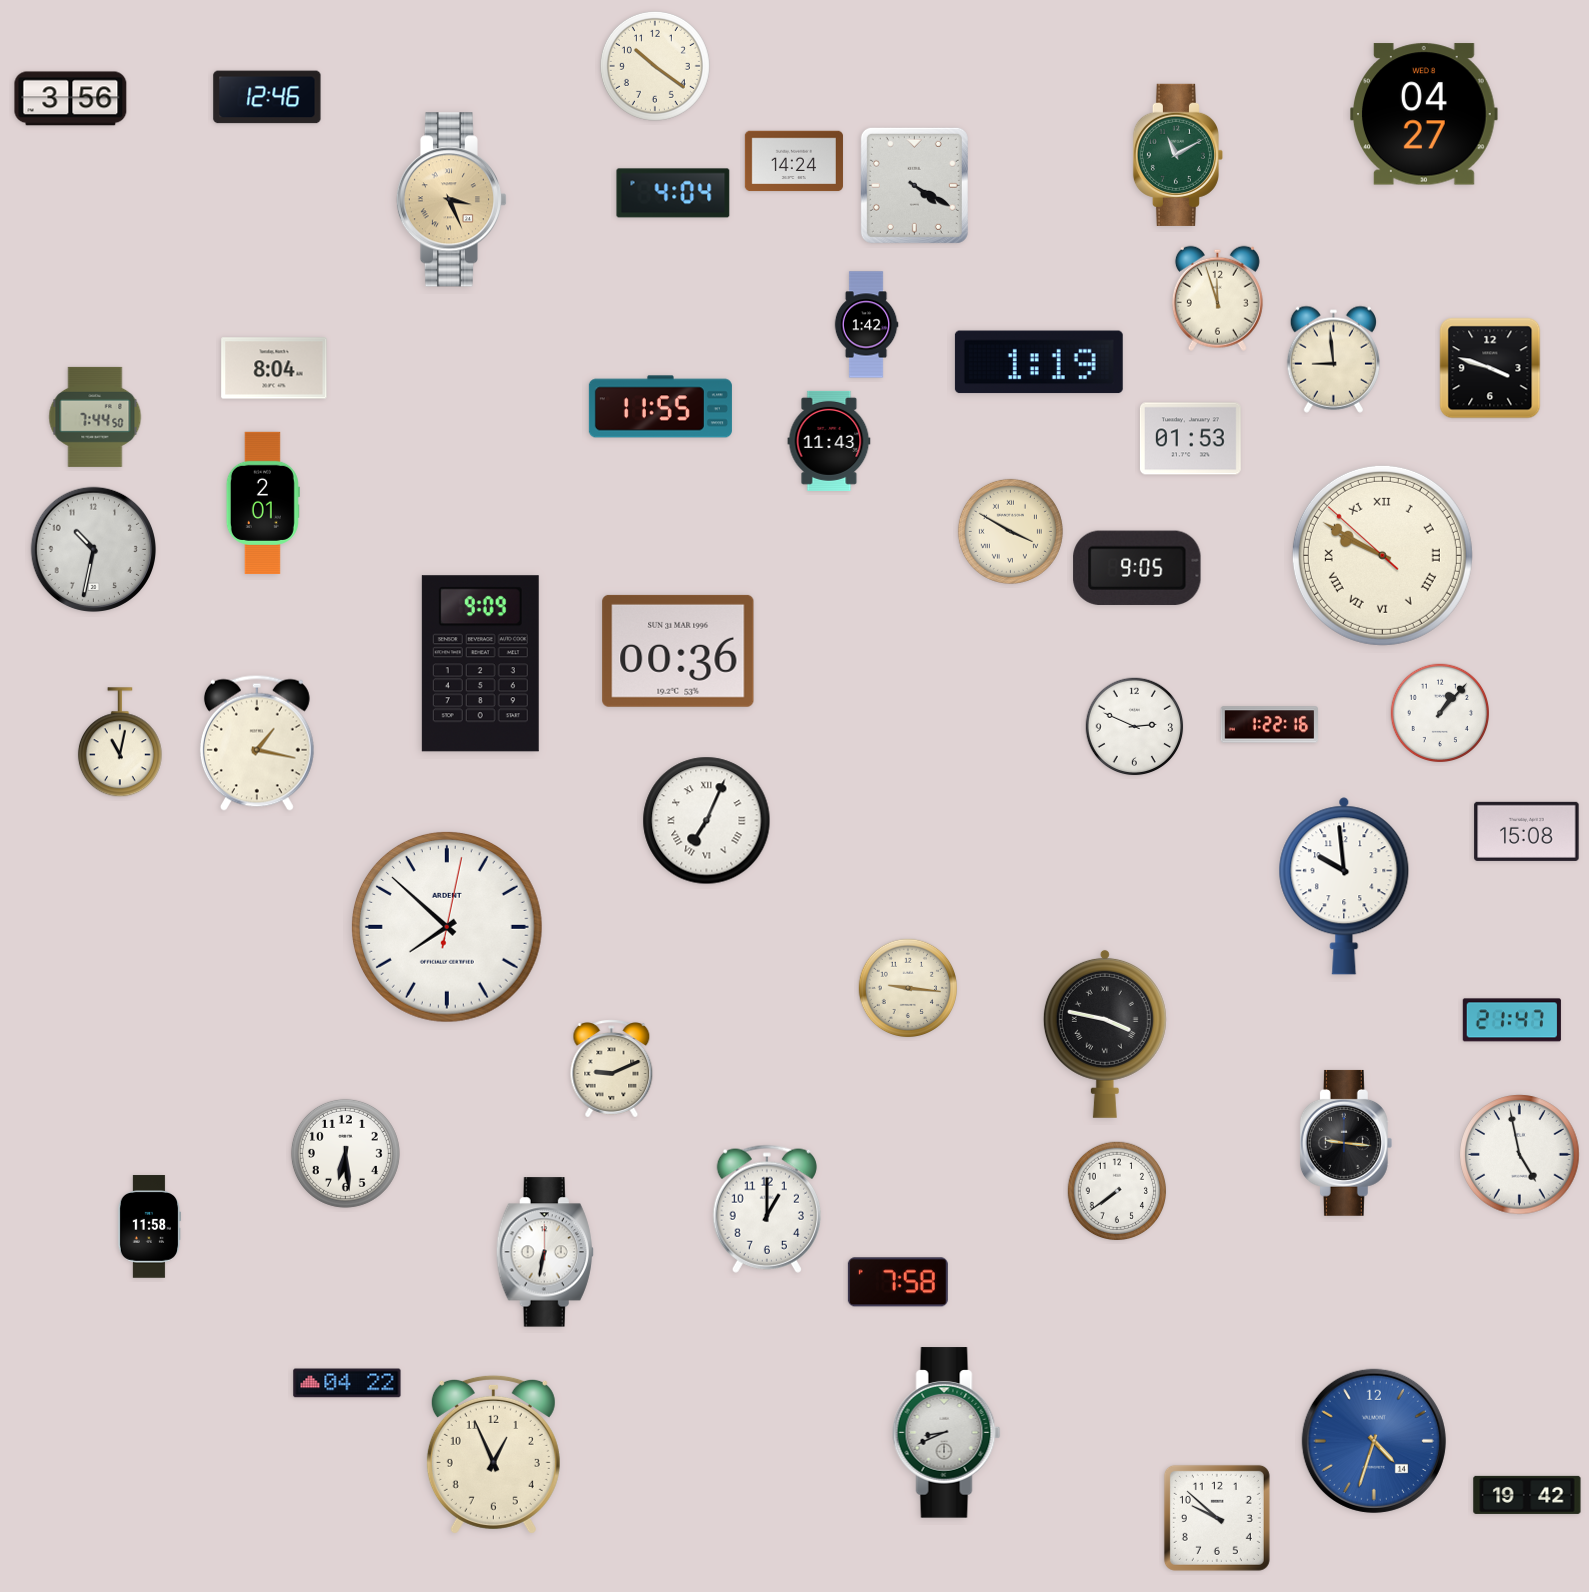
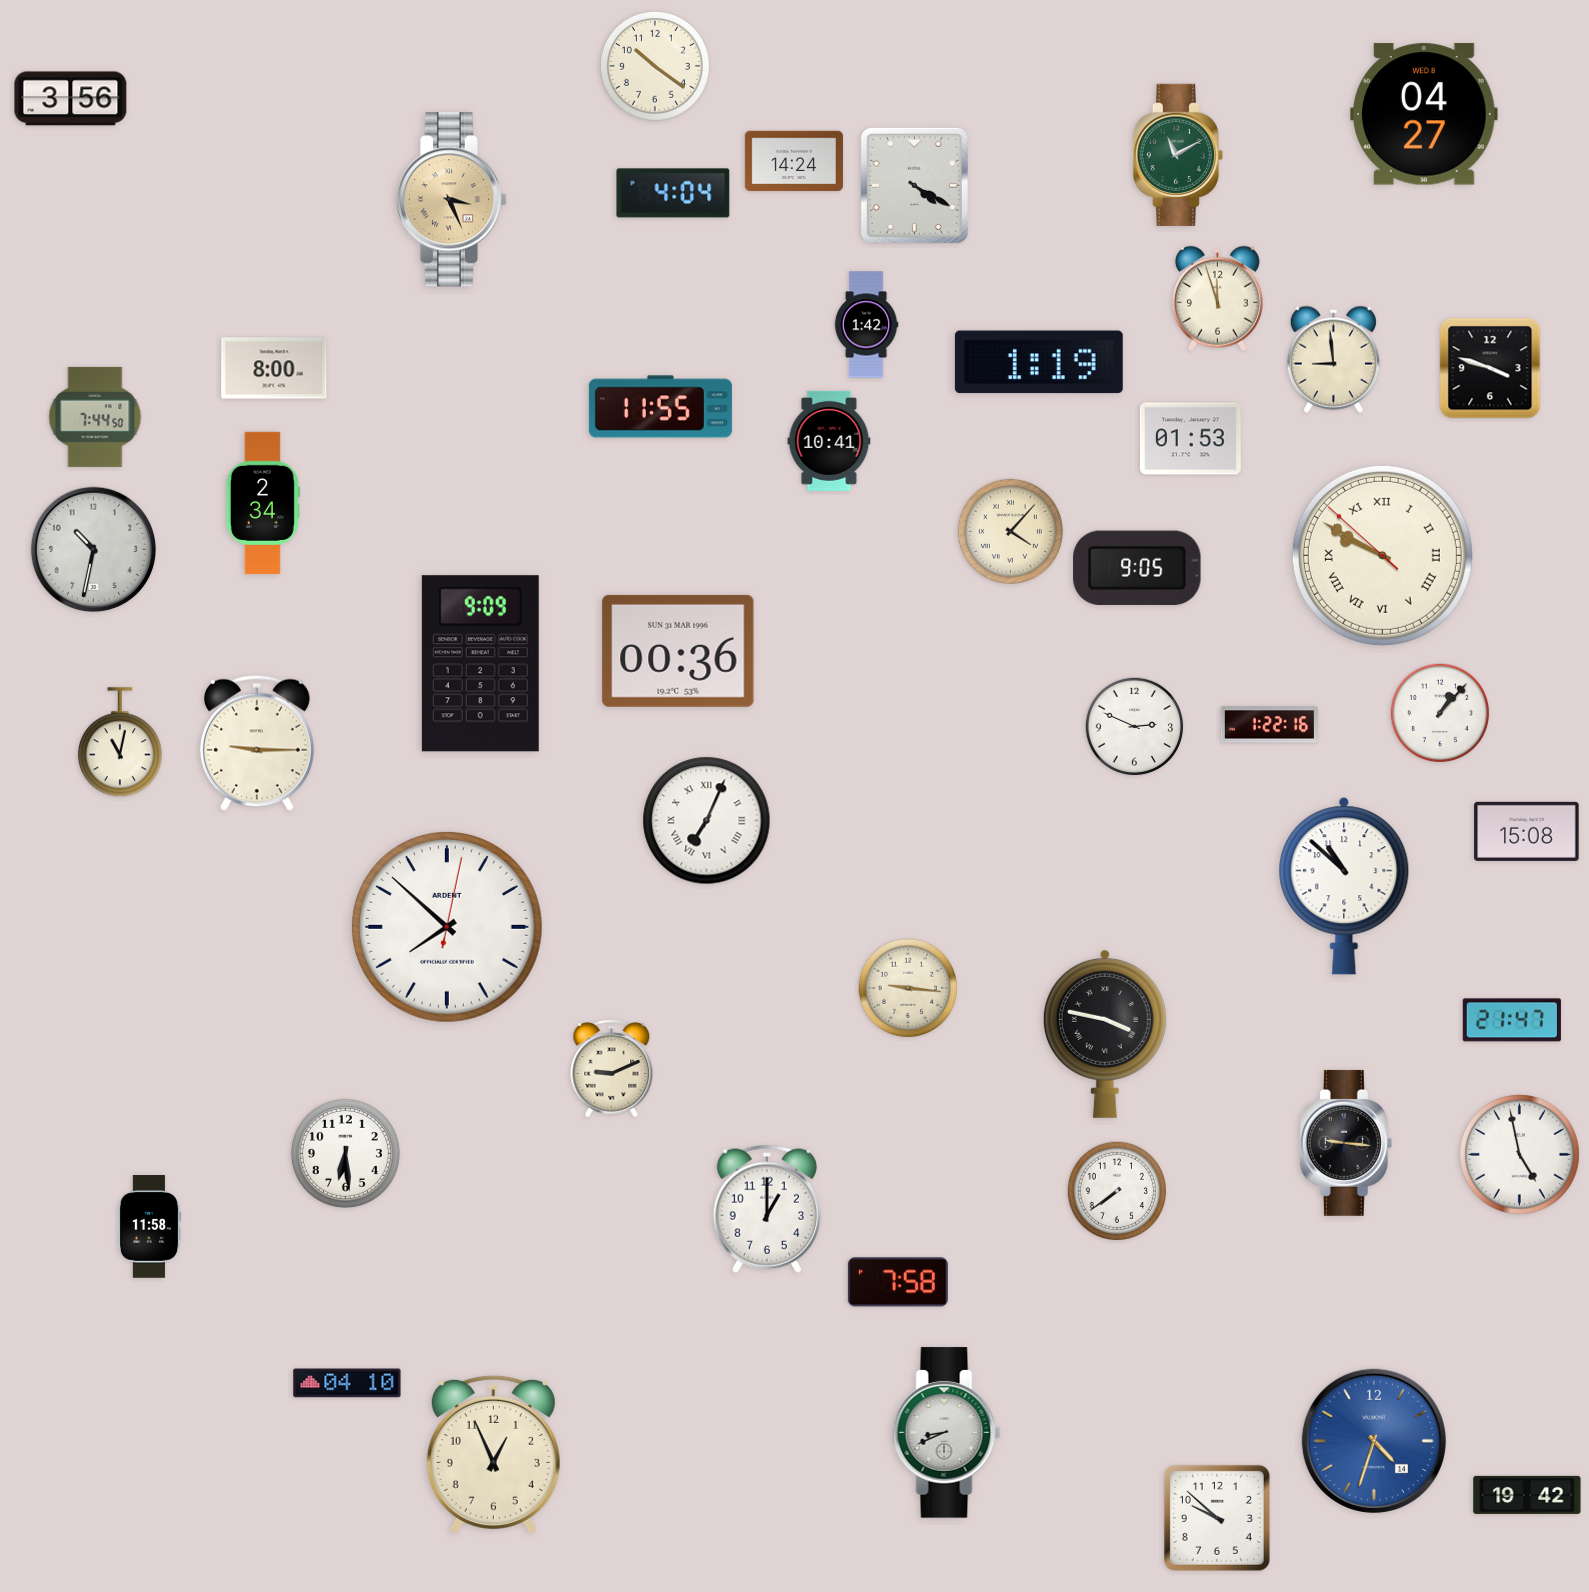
clock at (267, 97): 12:46 -> none
clock at (274, 368): 8:04 -> 8:00
clock at (829, 441): 11:43 -> 10:41
clock at (263, 503): 2:01 -> 2:34
clock at (1010, 531): 3:50 -> 4:07
clock at (257, 743): 1:17 -> 9:15
clock at (1344, 886): 9:59 -> 10:52
clock at (545, 1252): 6:32 -> none
clock at (347, 1383): 04:22 -> 04:10
